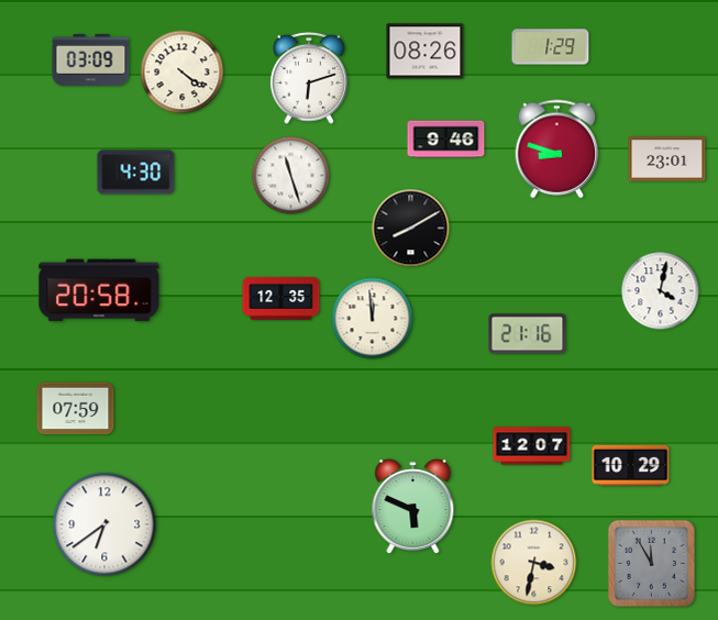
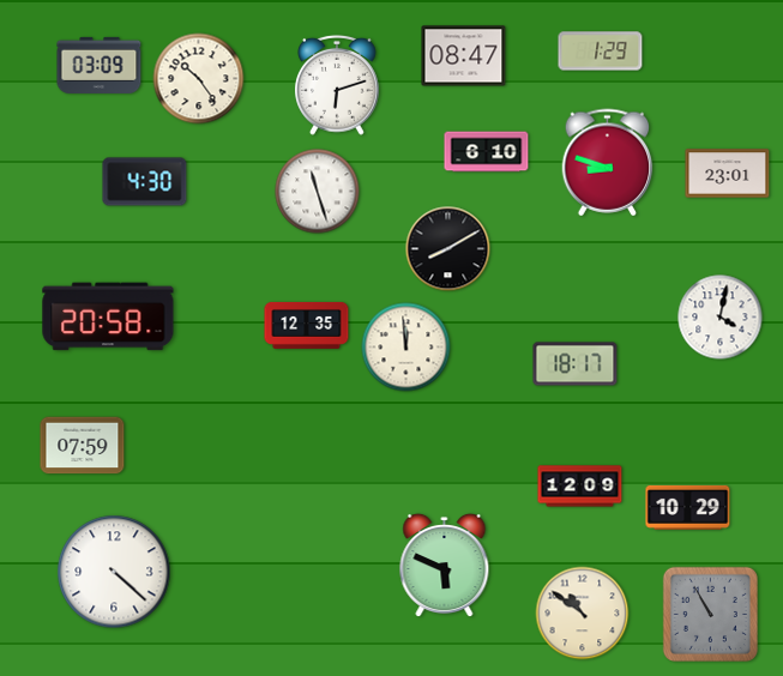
clock at (426, 52): 08:26 -> 08:47
clock at (183, 73): 4:21 -> 10:24
clock at (446, 140): 9:46 -> 6:10
clock at (136, 173) position: (136, 173) -> (145, 182)
clock at (528, 334): 21:16 -> 18:17
clock at (532, 446): 12:07 -> 12:09
clock at (413, 507) position: (413, 507) -> (445, 566)
clock at (104, 524): 6:39 -> 4:22
clock at (534, 563): 3:32 -> 10:51
clock at (651, 563): 11:55 -> 10:55
